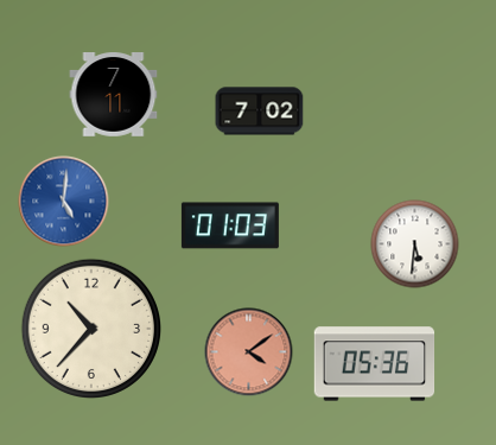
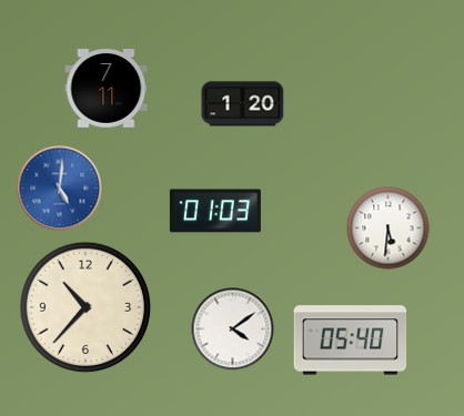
clock at (260, 112): 7:02 -> 1:20
clock at (249, 352) dial: salmon -> white
clock at (375, 364): 05:36 -> 05:40
